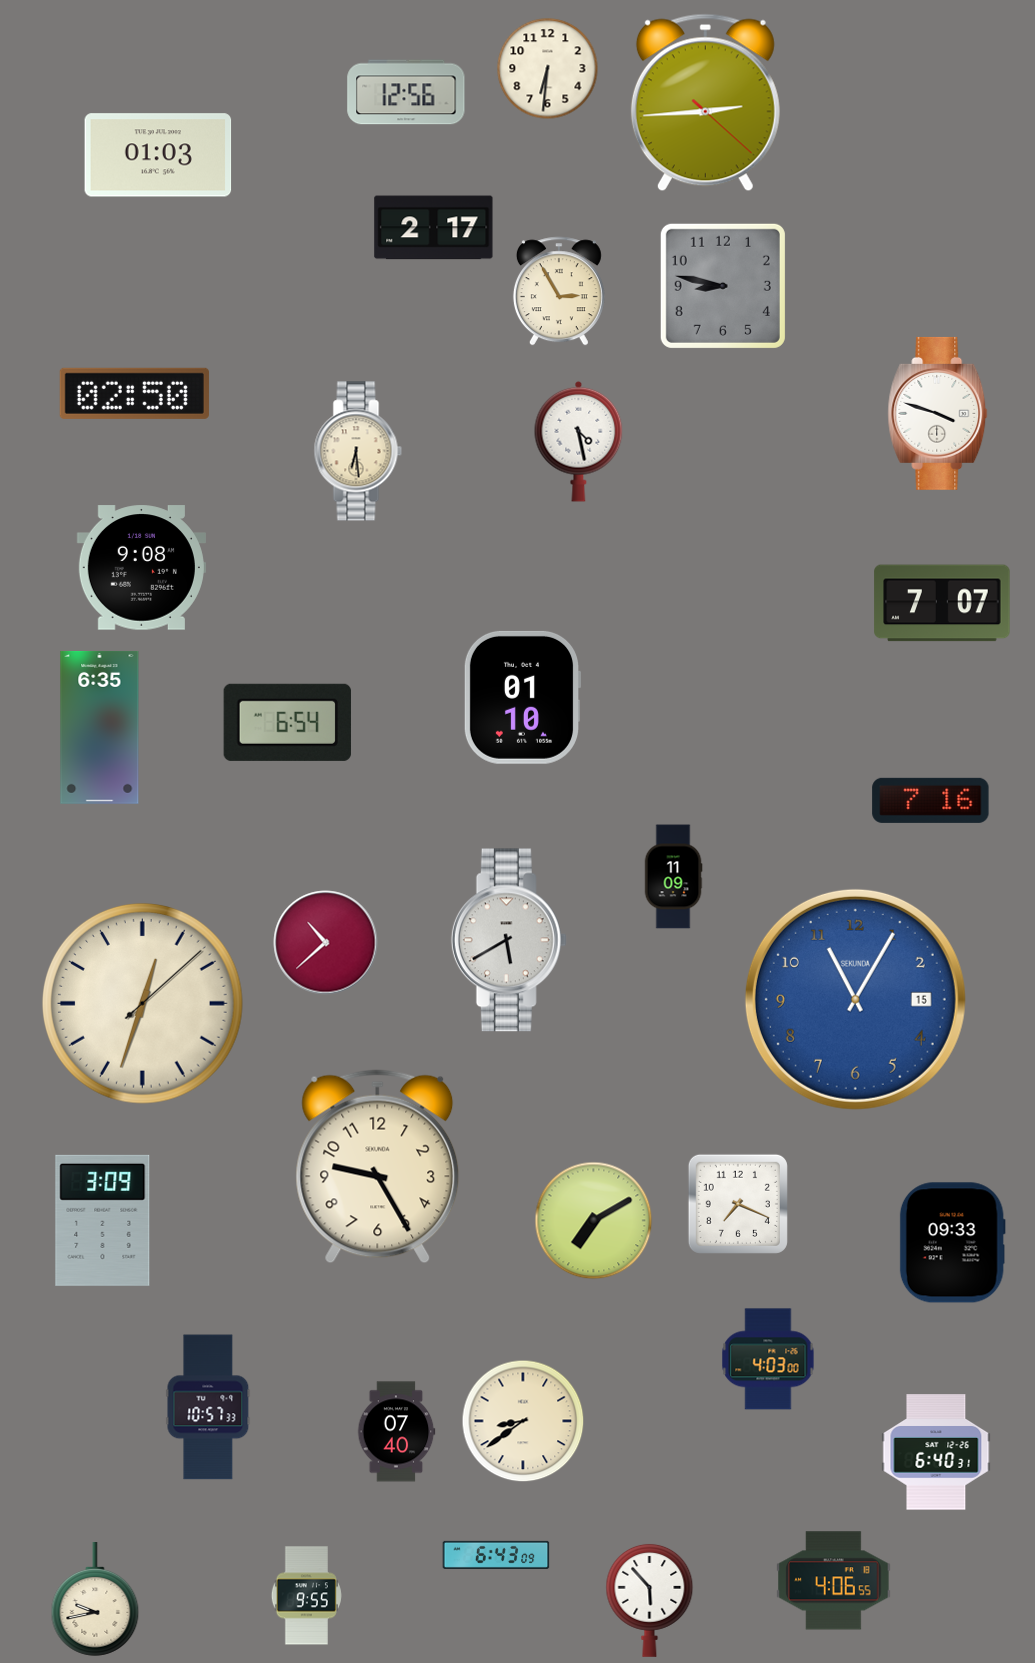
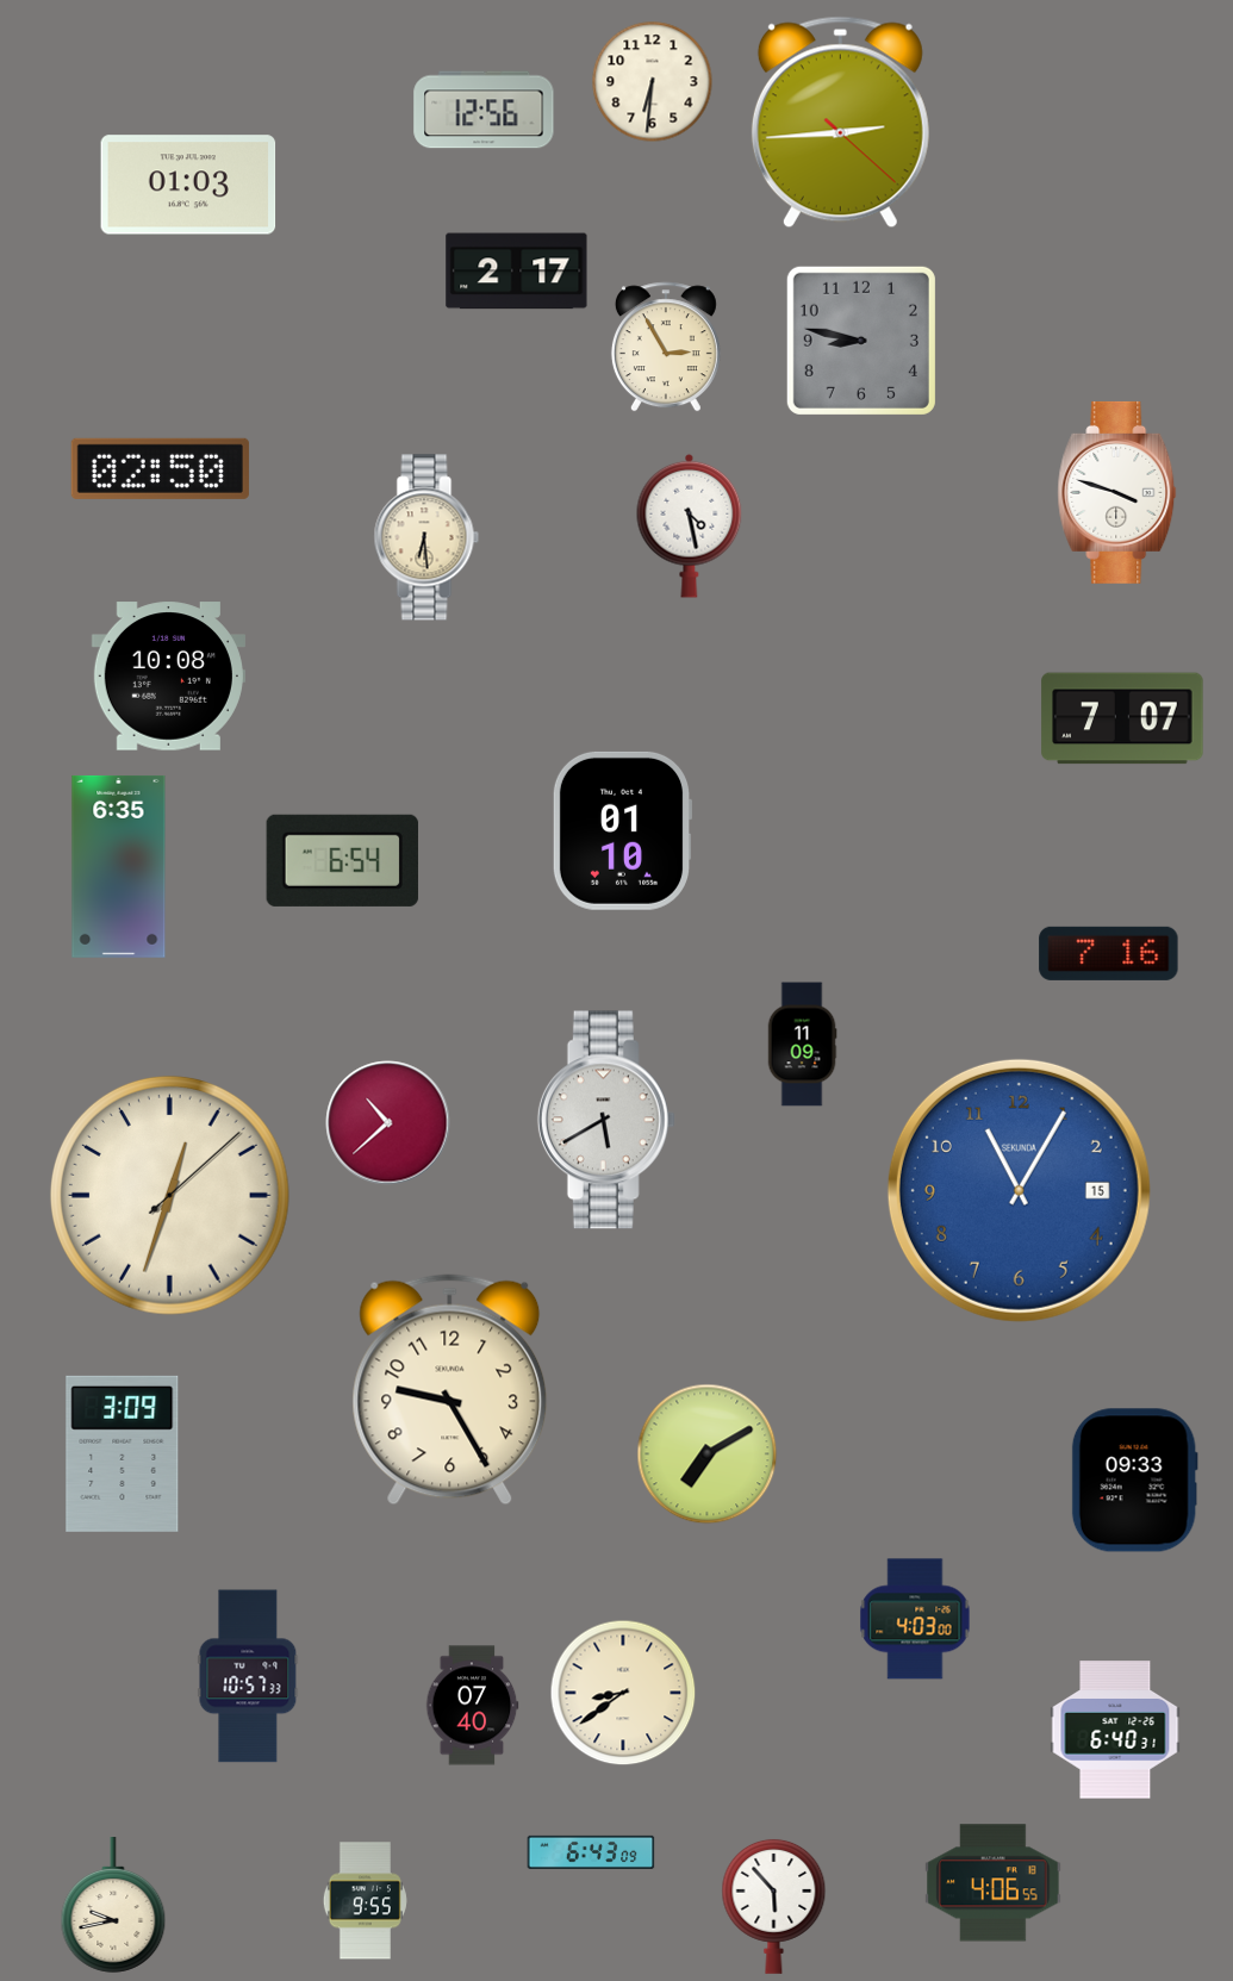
clock at (141, 568): 9:08 -> 10:08
clock at (738, 1204): 7:19 -> none
